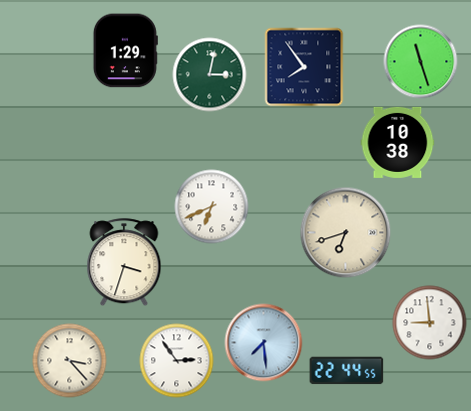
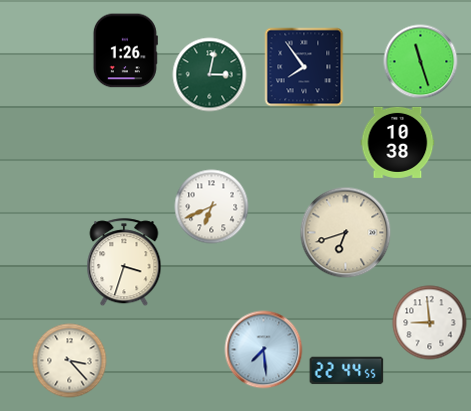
clock at (125, 51): 1:29 -> 1:26
clock at (264, 343) position: (264, 343) -> (264, 350)
clock at (177, 361): 2:54 -> none
